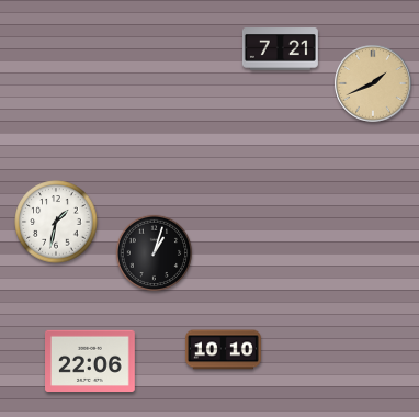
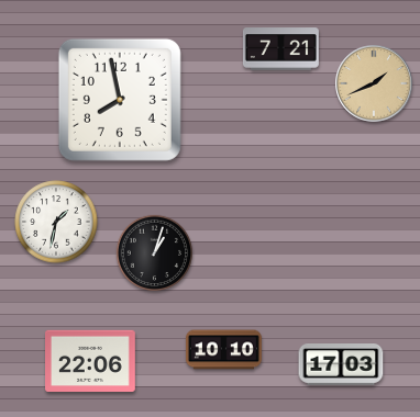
clock at (120, 100): none -> 7:58
clock at (341, 365): none -> 17:03
